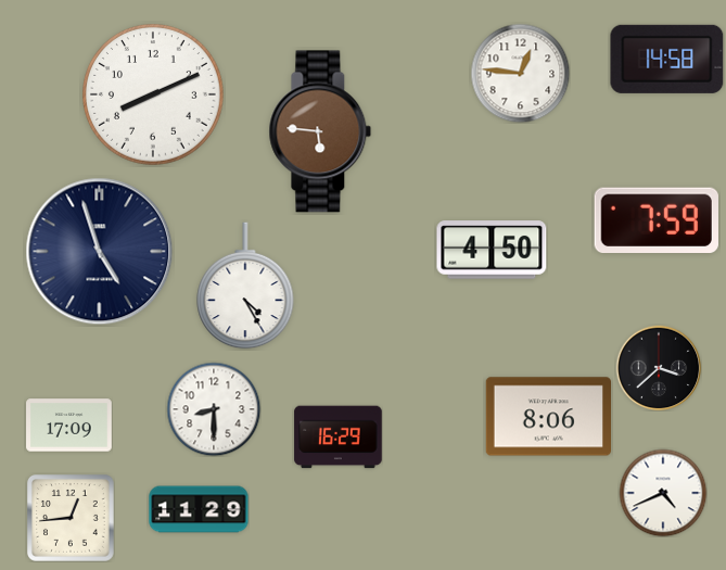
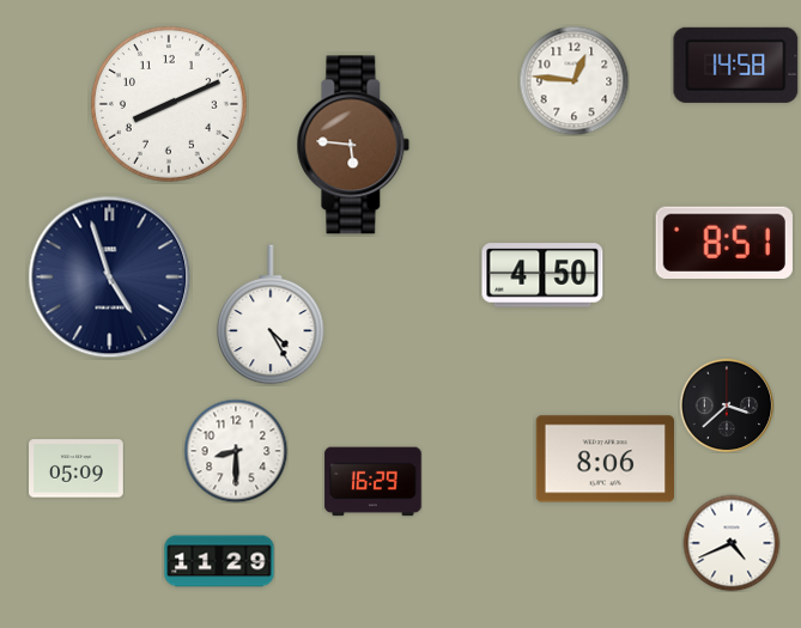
clock at (657, 219): 7:59 -> 8:51
clock at (69, 426): 17:09 -> 05:09
clock at (72, 519): 12:44 -> none
